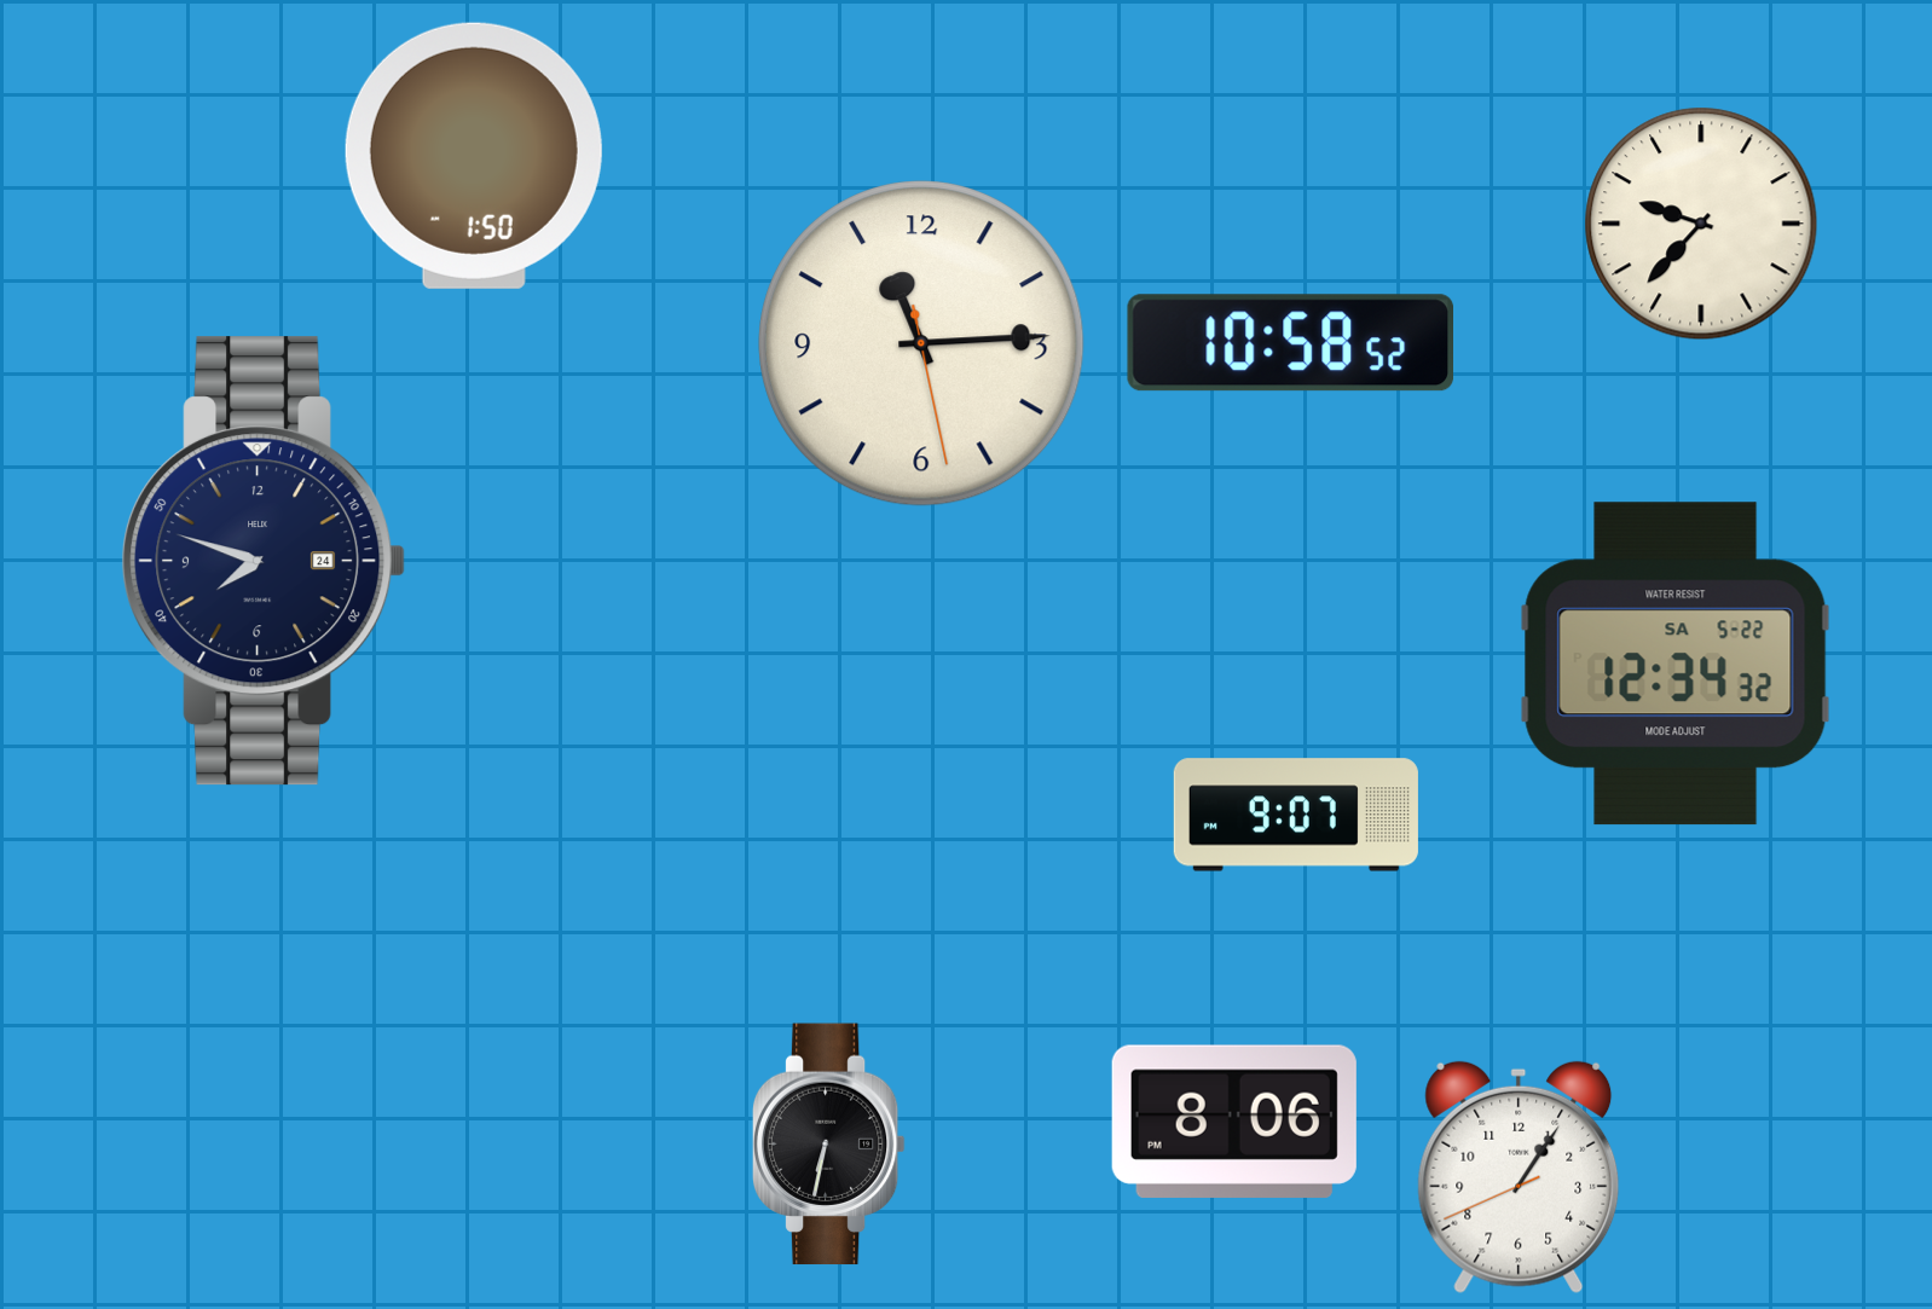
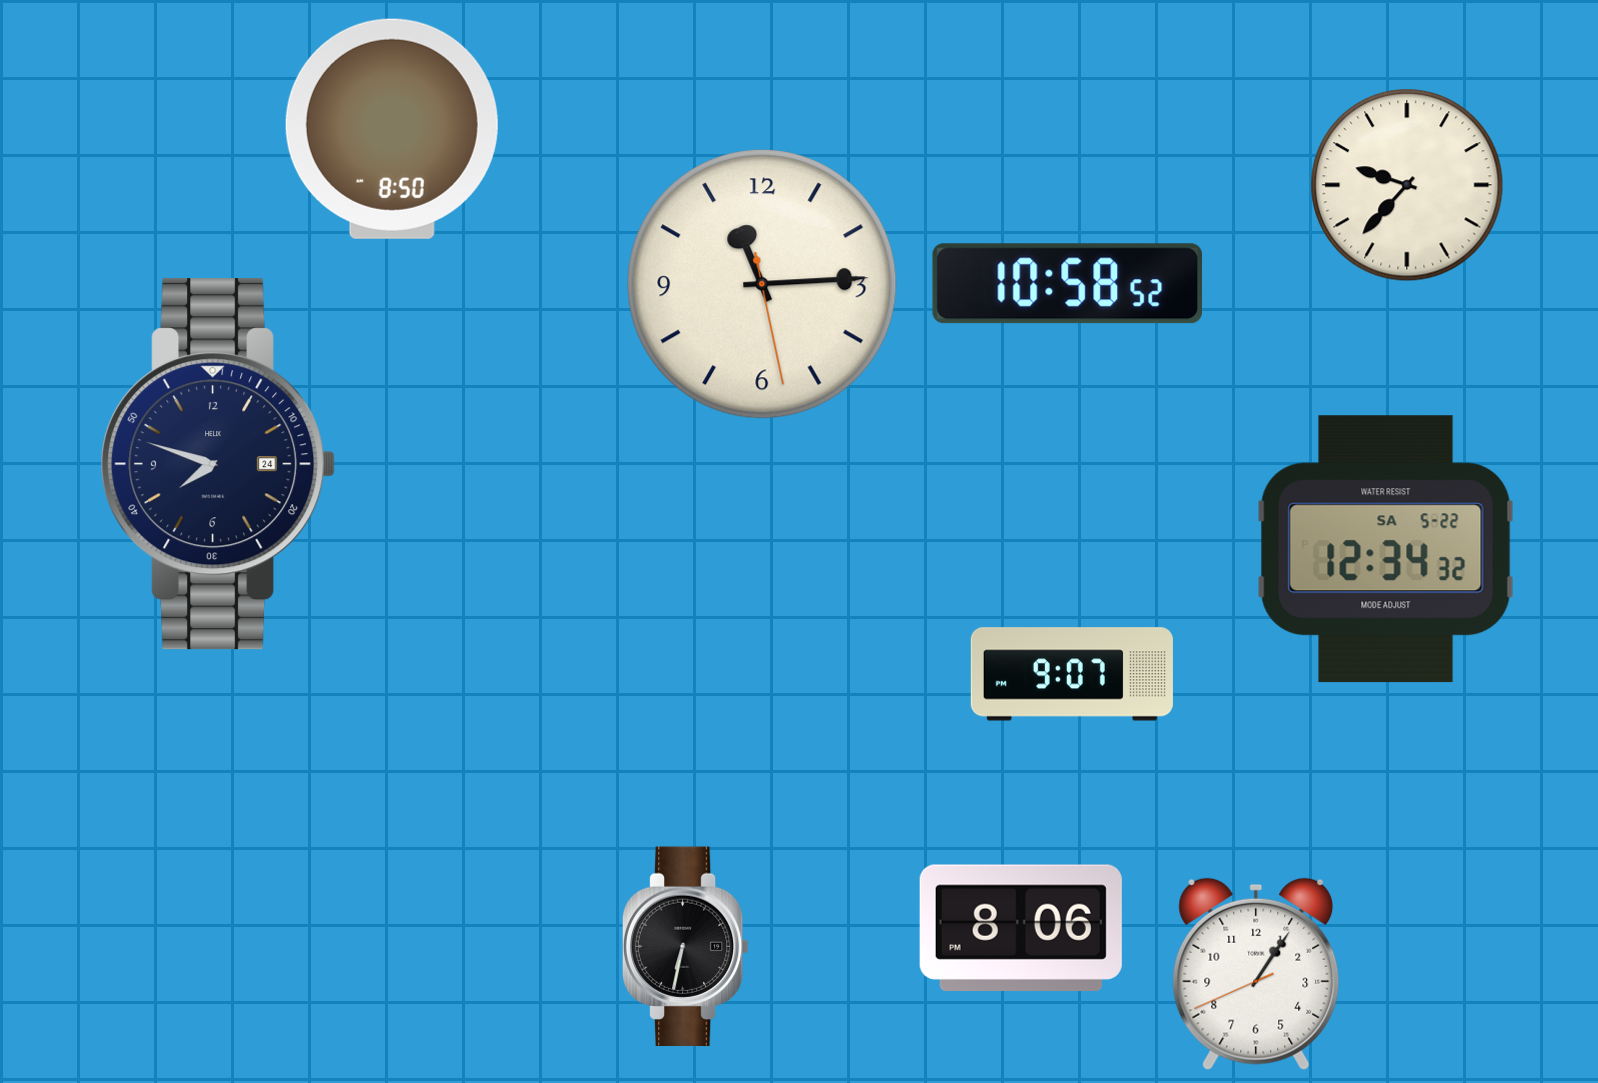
clock at (474, 156): 1:50 -> 8:50
